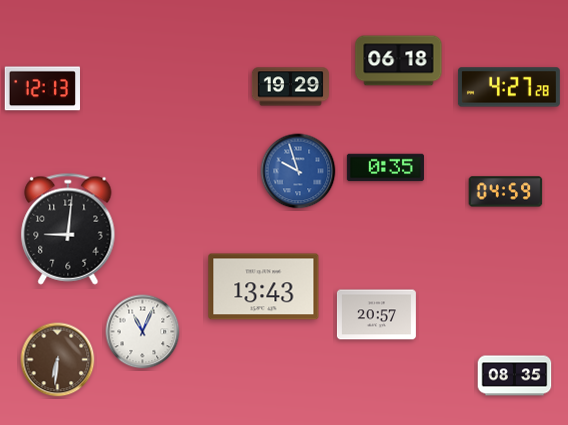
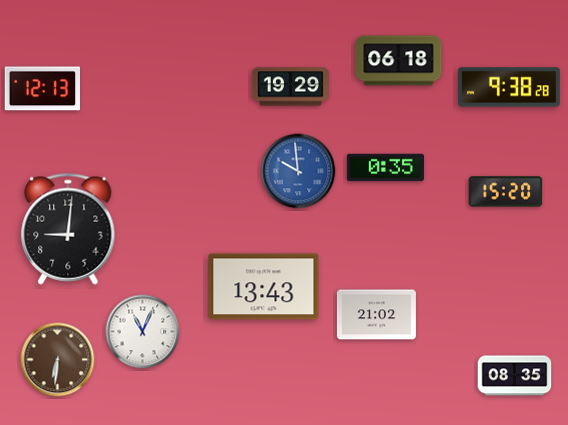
clock at (509, 87): 4:27 -> 9:38
clock at (298, 171): 9:57 -> 9:59
clock at (506, 192): 04:59 -> 15:20
clock at (376, 315): 20:57 -> 21:02
